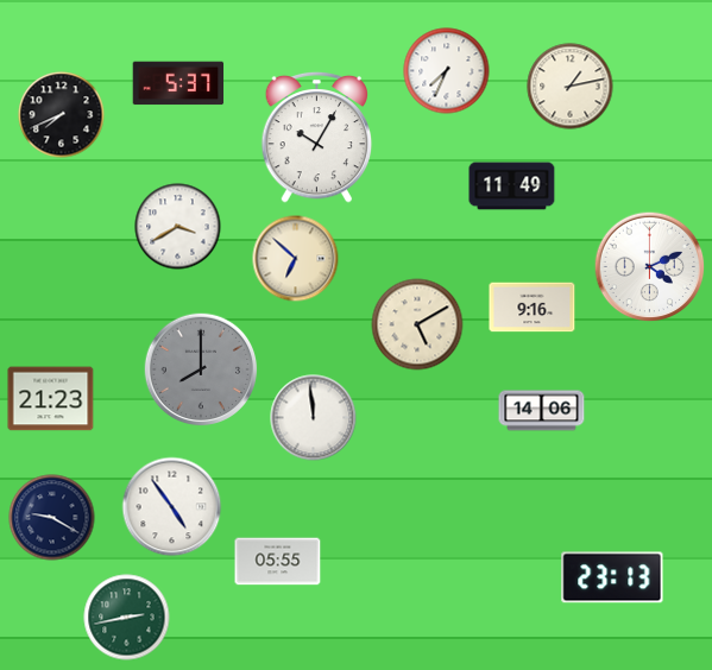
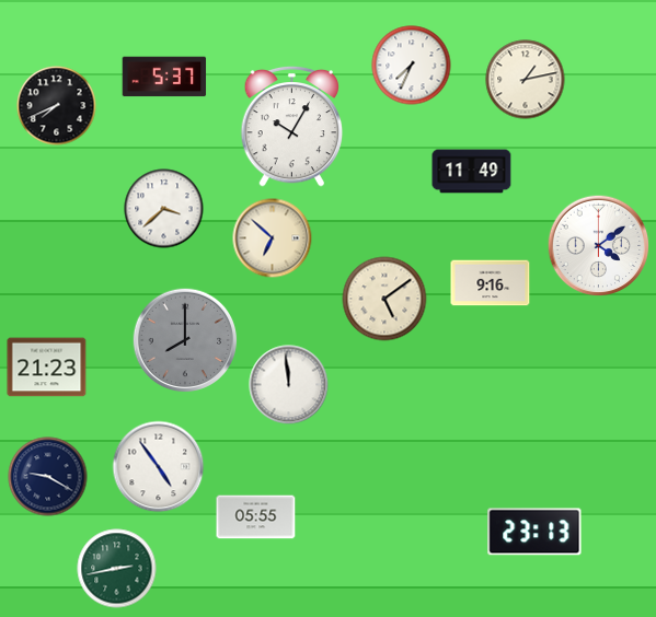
clock at (178, 227): 3:40 -> 3:38
clock at (650, 267): 4:11 -> 4:09
clock at (417, 324): 5:10 -> 5:09
clock at (542, 411): 14:06 -> none
clock at (612, 577) position: (612, 577) -> (534, 532)
